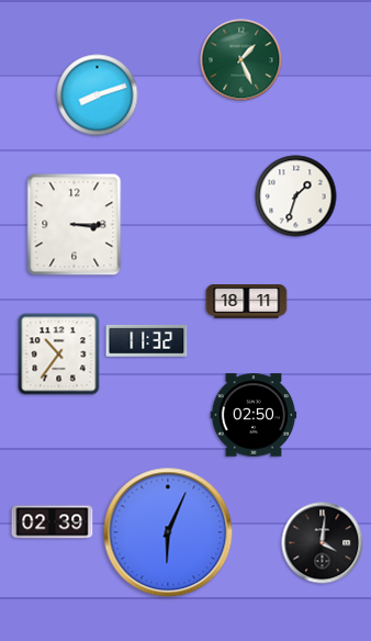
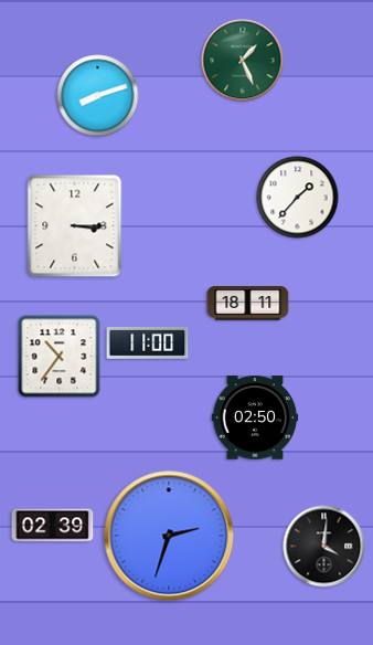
clock at (296, 196): 1:33 -> 1:37
clock at (147, 340): 11:32 -> 11:00
clock at (168, 532): 6:04 -> 2:33
